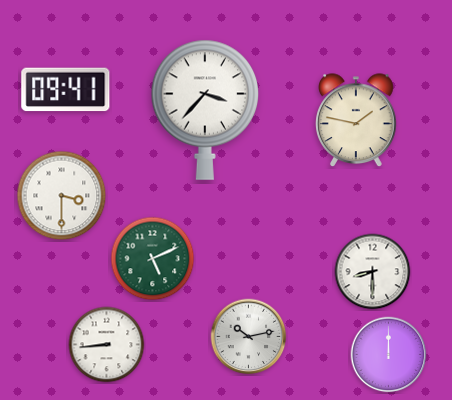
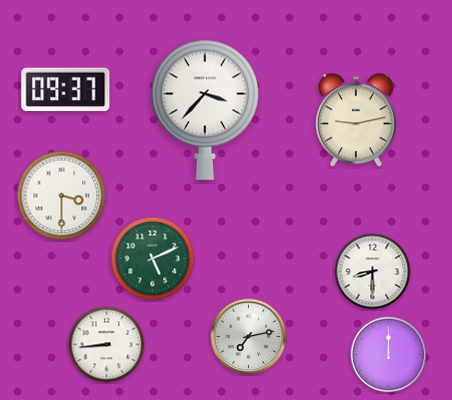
clock at (66, 90): 09:41 -> 09:37
clock at (357, 121): 1:47 -> 9:13
clock at (249, 337): 10:13 -> 7:13
